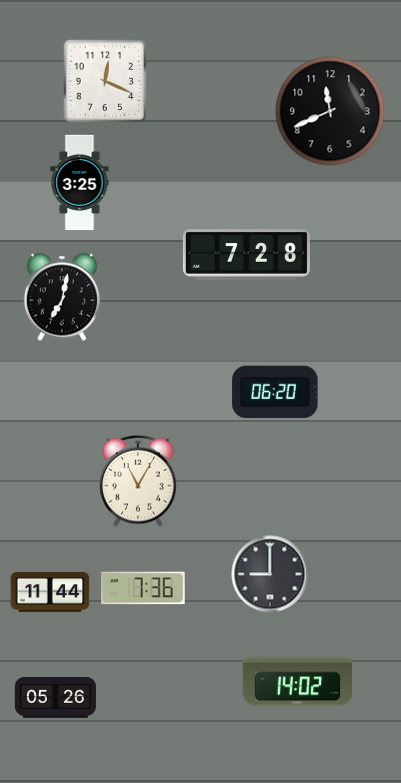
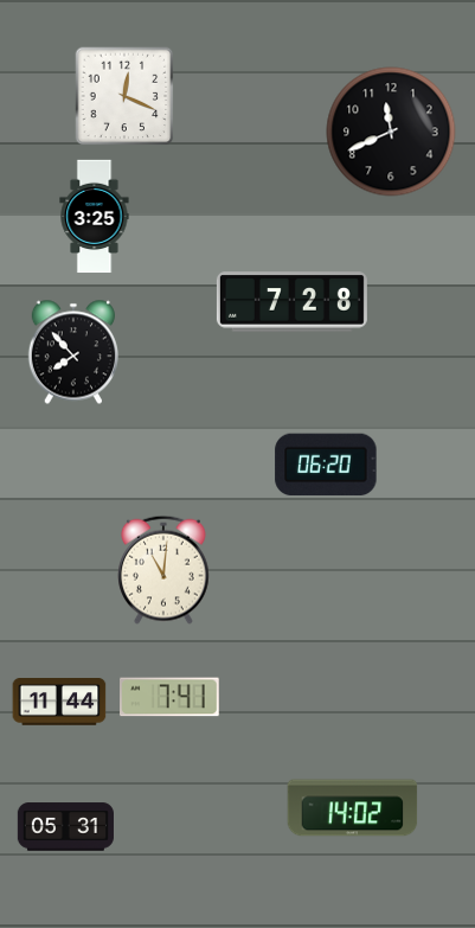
clock at (61, 297): 7:02 -> 7:53
clock at (139, 481): 11:05 -> 11:01
clock at (270, 574): 9:00 -> none
clock at (144, 588): 7:36 -> 7:41
clock at (55, 698): 05:26 -> 05:31
